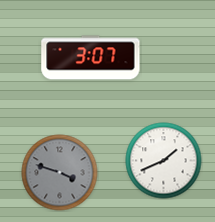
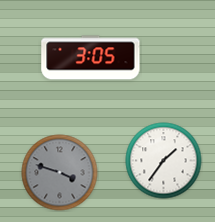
clock at (91, 58): 3:07 -> 3:05
clock at (164, 161): 1:41 -> 1:36
